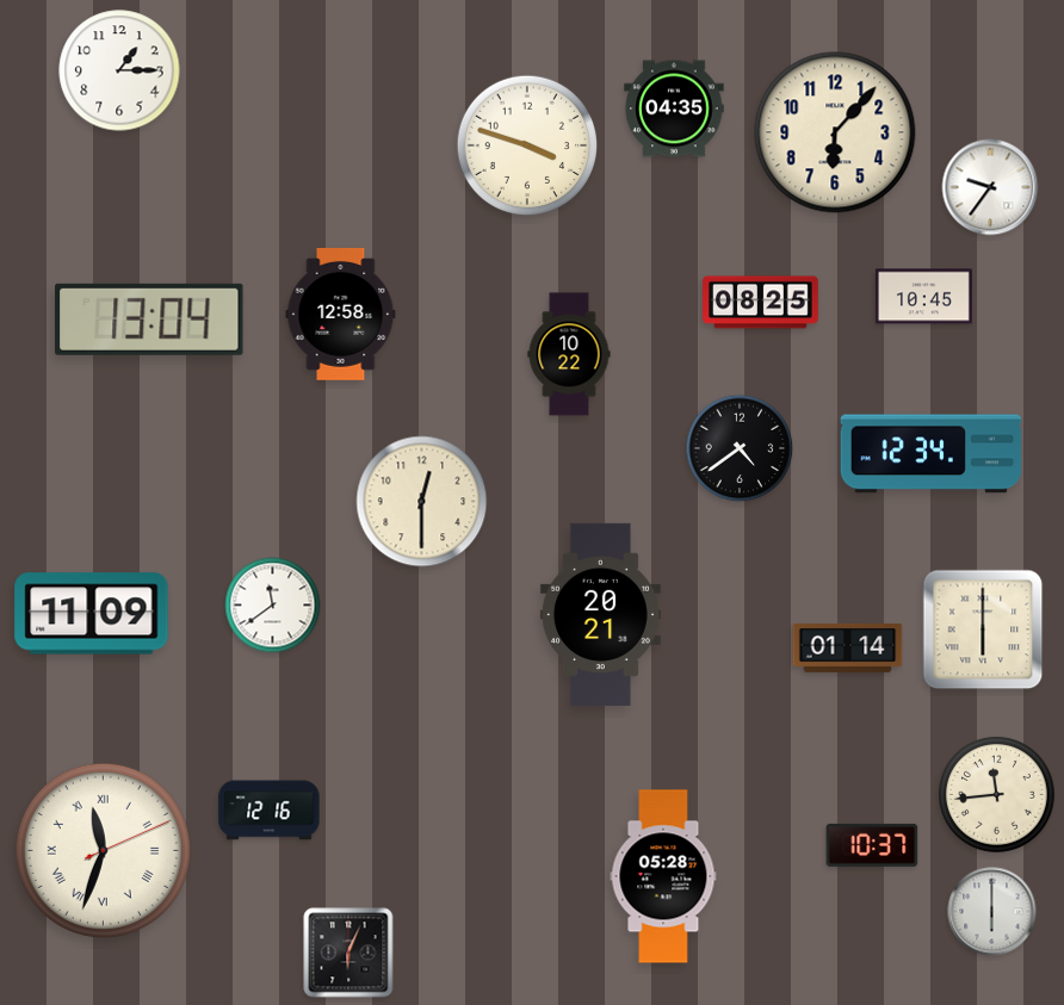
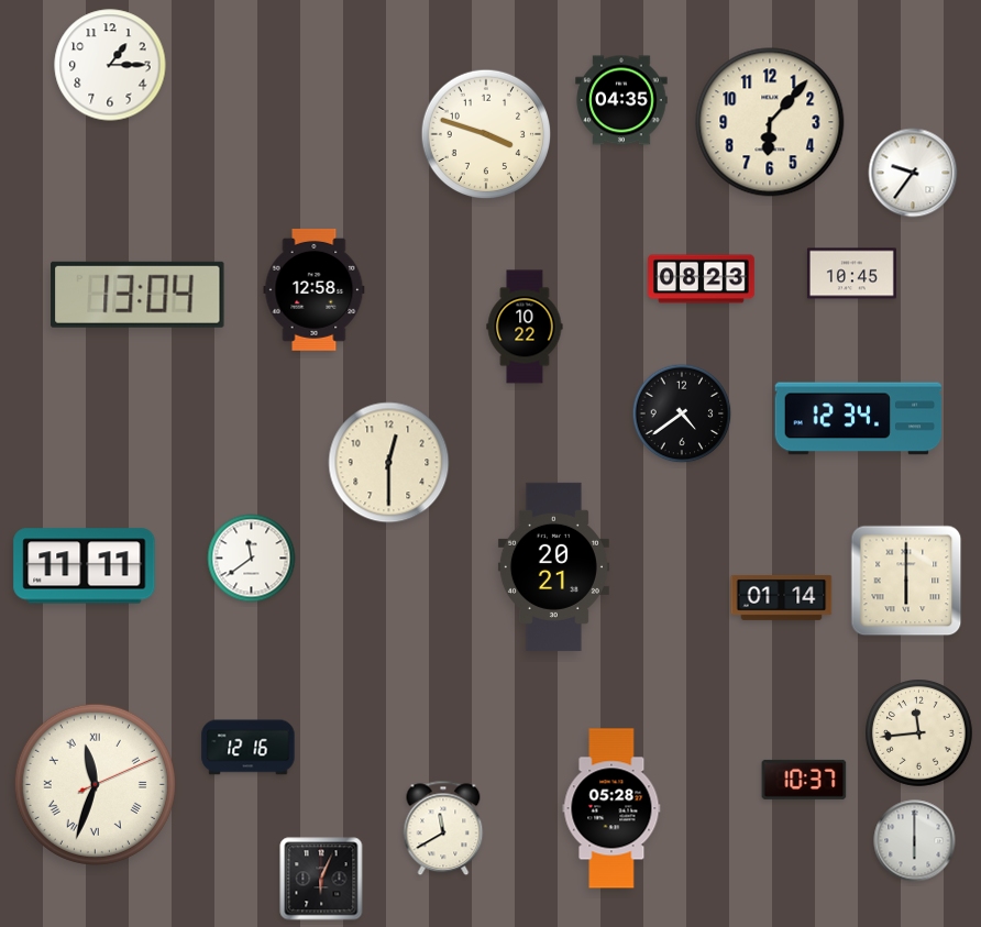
clock at (761, 303): 08:25 -> 08:23
clock at (92, 614): 11:09 -> 11:11
clock at (443, 828): none -> 11:40
